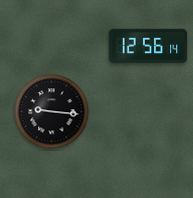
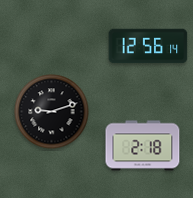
clock at (52, 112): 9:16 -> 9:12
clock at (143, 146): none -> 2:18
